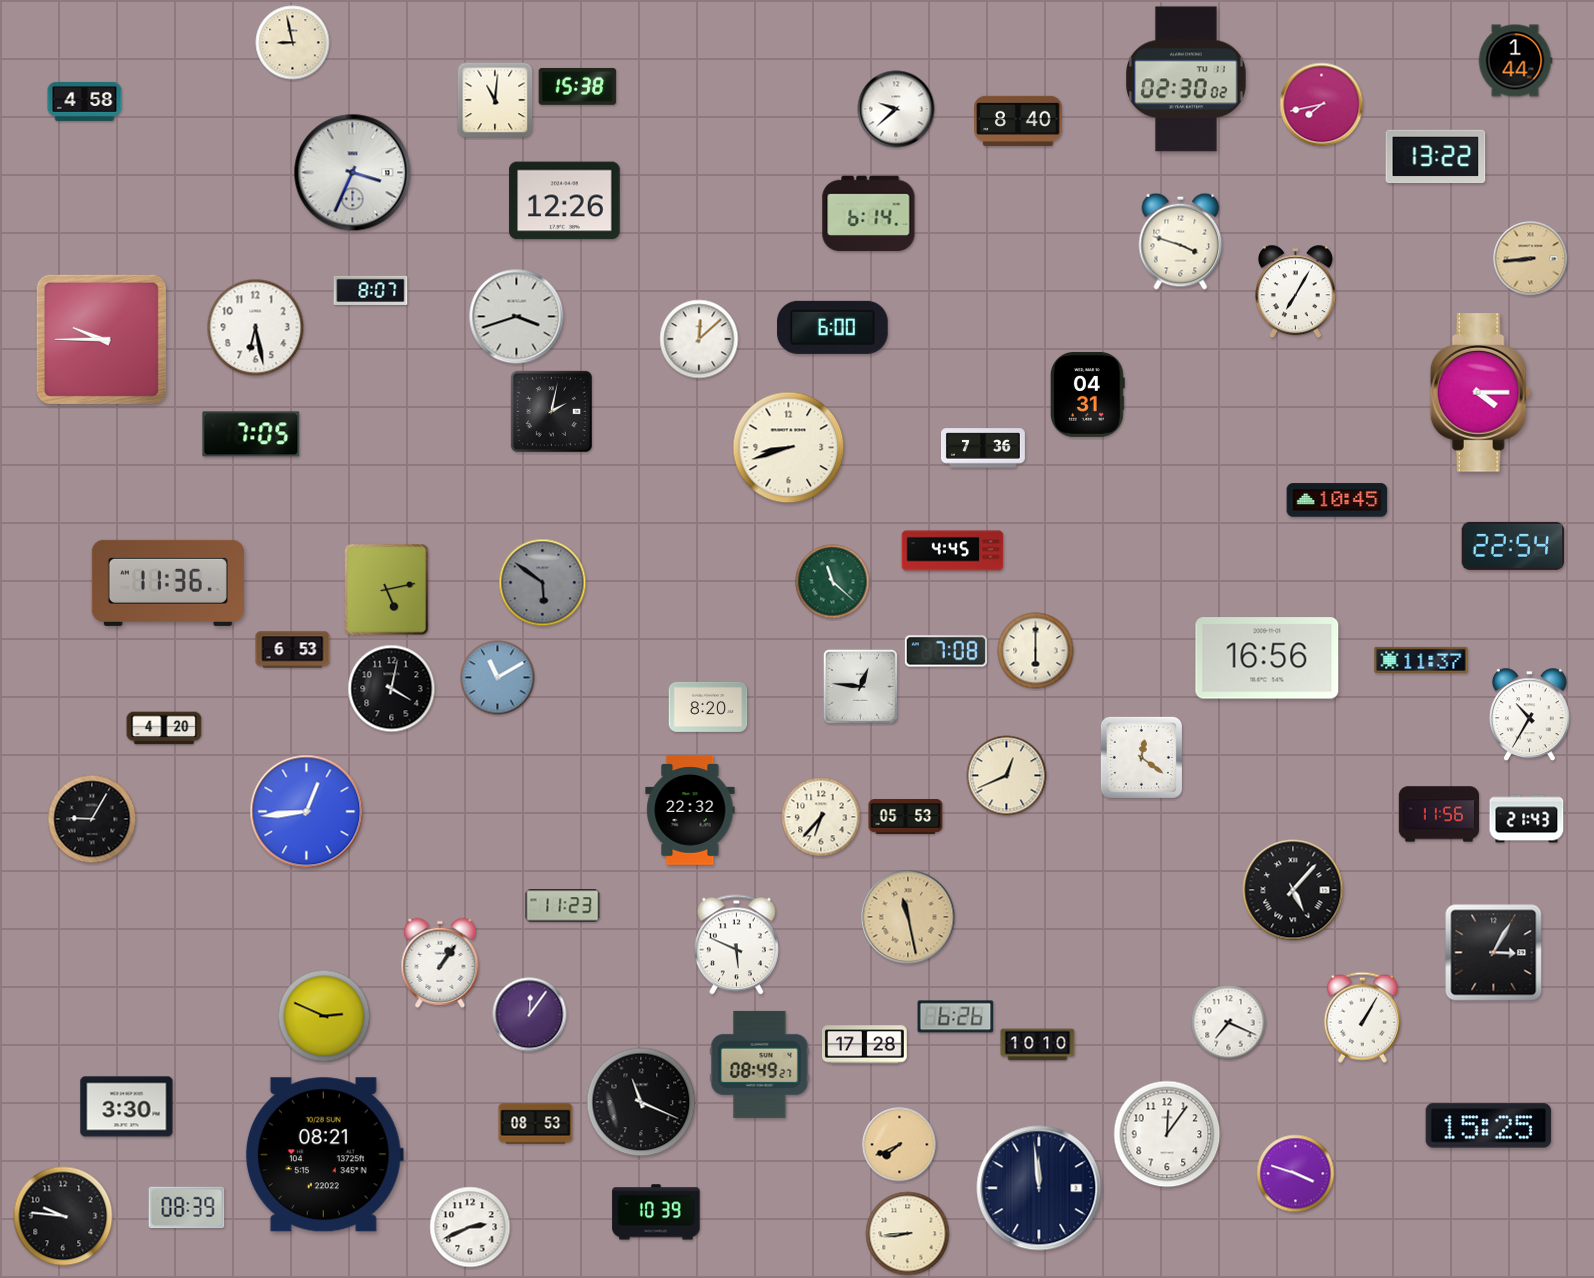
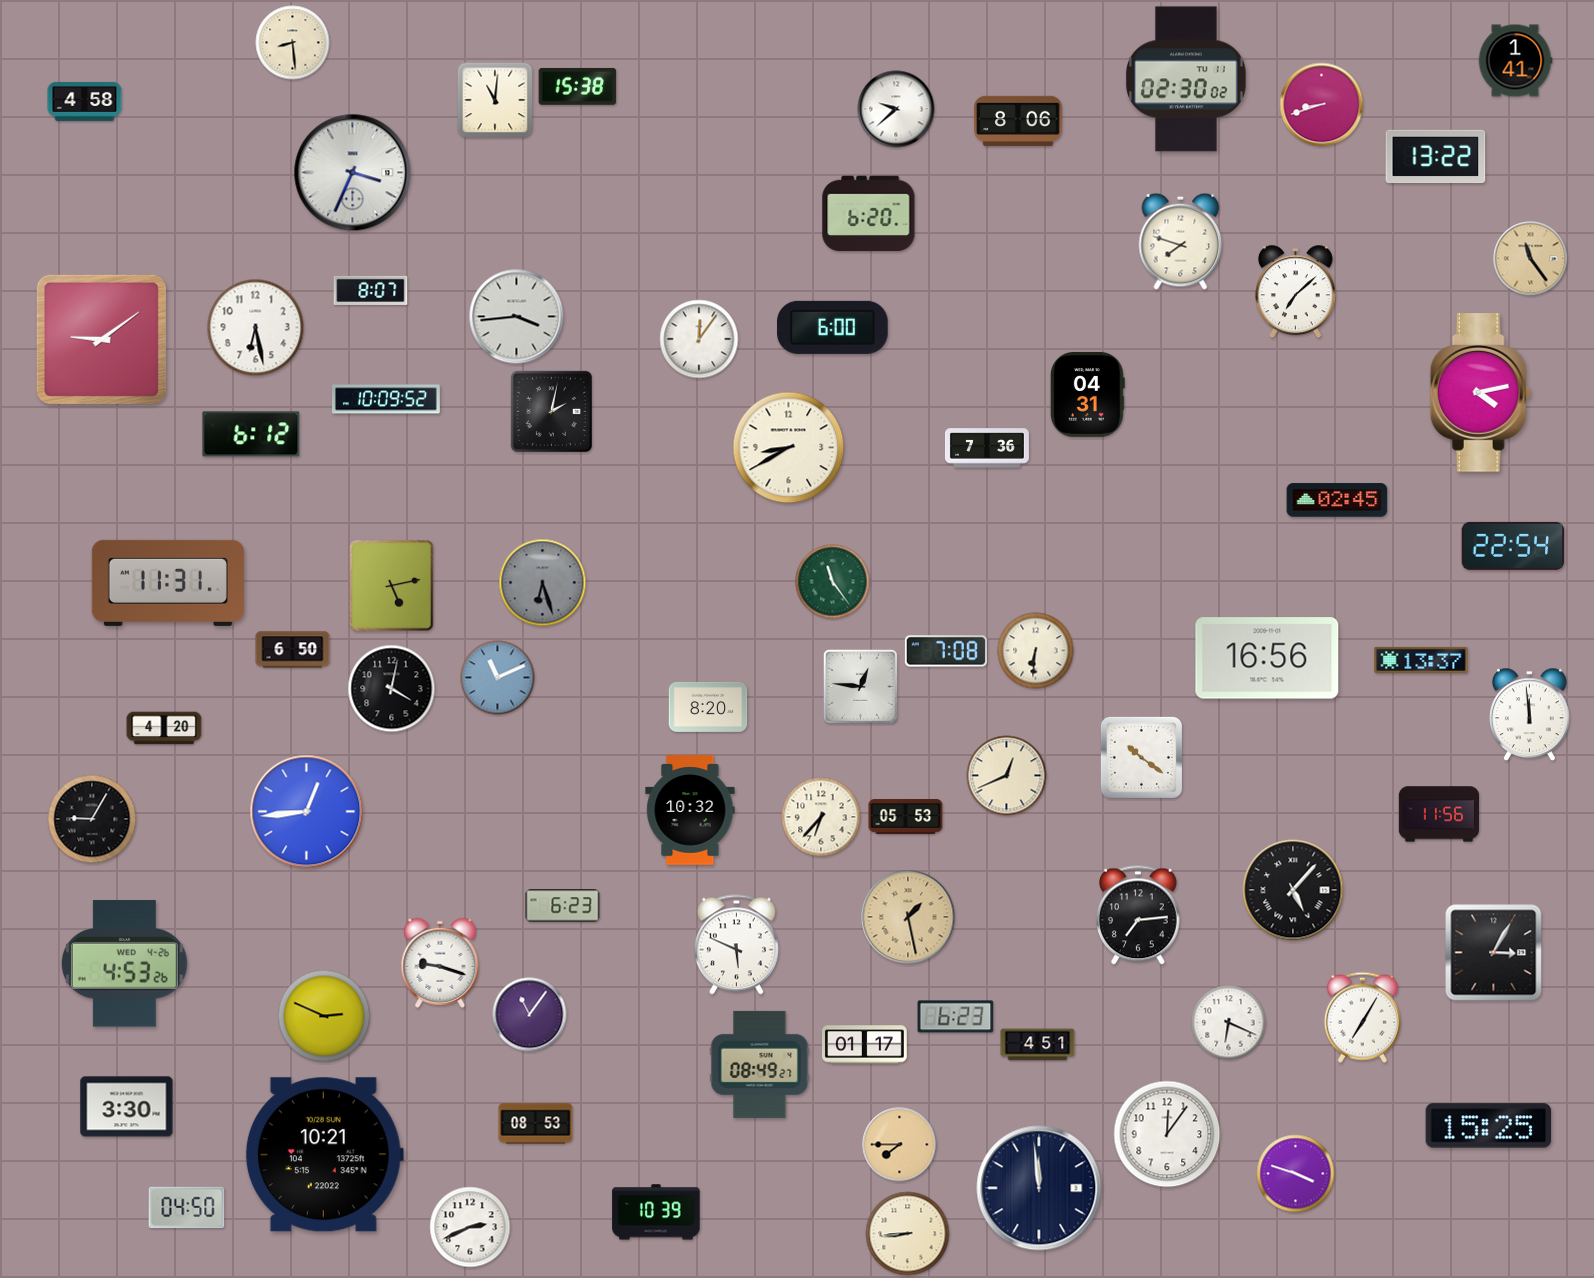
clock at (293, 43): 8:58 -> 8:29
clock at (1515, 61): 1:44 -> 1:41
clock at (1322, 105): 7:43 -> 8:42
clock at (1018, 121): 8:40 -> 8:06
clock at (565, 201): 12:26 -> none
clock at (869, 214): 6:14 -> 6:20
clock at (1181, 241): 3:48 -> 7:48
clock at (1531, 259): 8:44 -> 11:24
clock at (1295, 292): 7:05 -> 7:08
clock at (517, 317): 3:42 -> 3:44
clock at (101, 339): 9:45 -> 9:09
clock at (699, 339): 12:08 -> 12:06
clock at (1480, 393): 4:15 -> 4:13
clock at (386, 399): none -> 10:09
clock at (251, 434): 7:05 -> 6:12
clock at (789, 448): 8:42 -> 8:40
clock at (983, 448) position: (983, 448) -> (987, 448)
clock at (1337, 500): 10:45 -> 02:45
clock at (953, 551): 4:45 -> none
clock at (833, 582): 11:22 -> 11:24
clock at (168, 583): 11:36 -> 11:31
clock at (543, 583): 5:51 -> 6:27
clock at (387, 590) position: (387, 590) -> (392, 586)
clock at (293, 650): 6:53 -> 6:50
clock at (1036, 651): 6:00 -> 6:31
clock at (1421, 660): 11:37 -> 13:37
clock at (498, 678): 11:10 -> 11:11
clock at (1529, 715): 10:35 -> 11:59
clock at (1141, 757): 12:21 -> 10:21
clock at (690, 810): 22:32 -> 10:32
clock at (1527, 819): 21:43 -> none
clock at (563, 906): 11:23 -> 6:23
clock at (1139, 915): none -> 7:14
clock at (908, 917): 11:28 -> 1:28
clock at (440, 963): 1:06 -> 9:18
clock at (124, 964): none -> 4:53
clock at (530, 1015): 12:06 -> 11:06
clock at (956, 1017): 6:26 -> 6:23
clock at (1362, 1017): 1:05 -> 7:05
clock at (1229, 1023): 7:19 -> 6:19
clock at (865, 1045): 17:28 -> 01:17
clock at (1038, 1045): 10:10 -> 4:51
clock at (641, 1102): 11:19 -> none
clock at (900, 1145): 7:41 -> 7:45
clock at (324, 1155): 08:21 -> 10:21
clock at (187, 1208): 08:39 -> 04:50
clock at (63, 1216): 9:46 -> none
